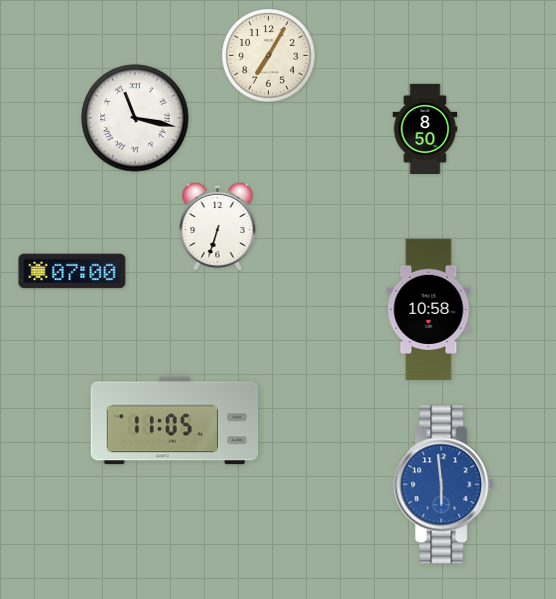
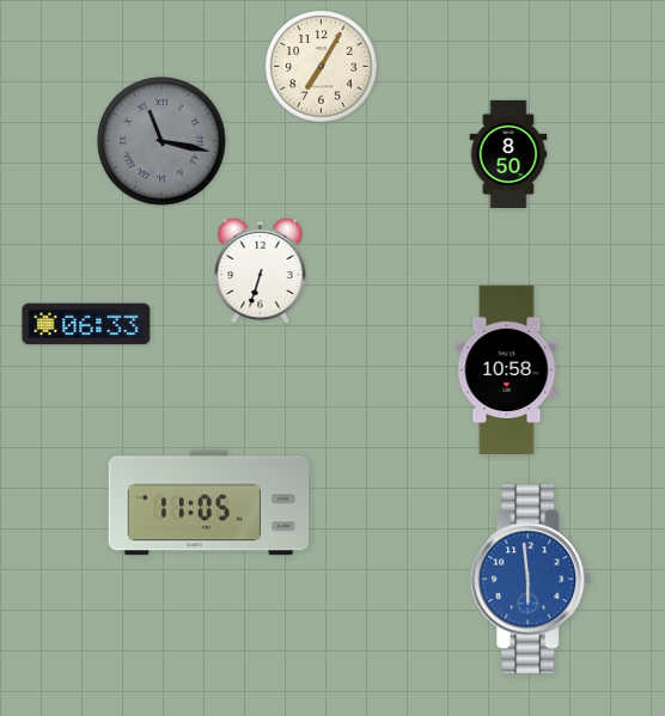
clock at (135, 118) dial: white -> grey
clock at (72, 271): 07:00 -> 06:33
clock at (429, 310) position: (429, 310) -> (507, 371)
